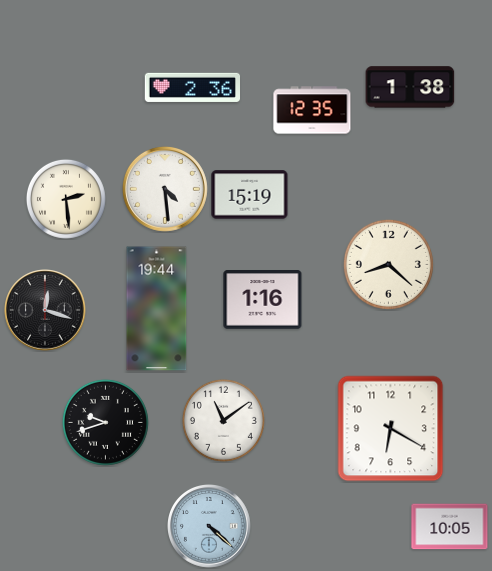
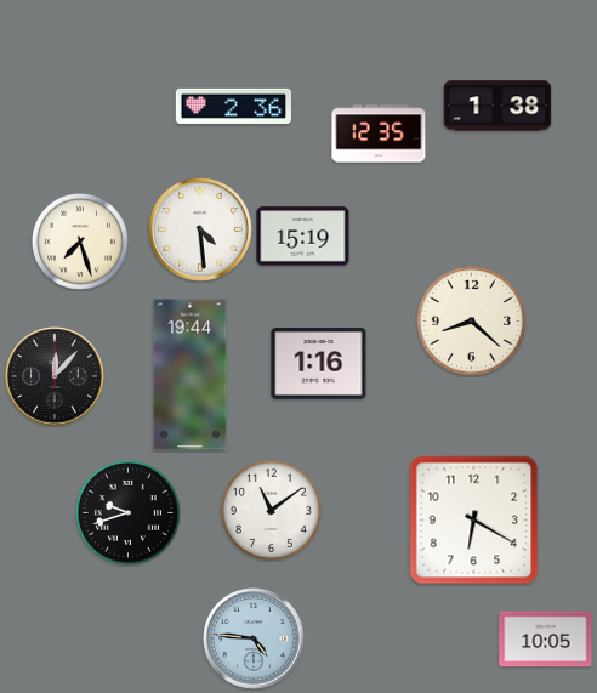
clock at (66, 199): 2:29 -> 7:27
clock at (45, 310): 12:18 -> 12:07
clock at (210, 527): 4:22 -> 4:46
